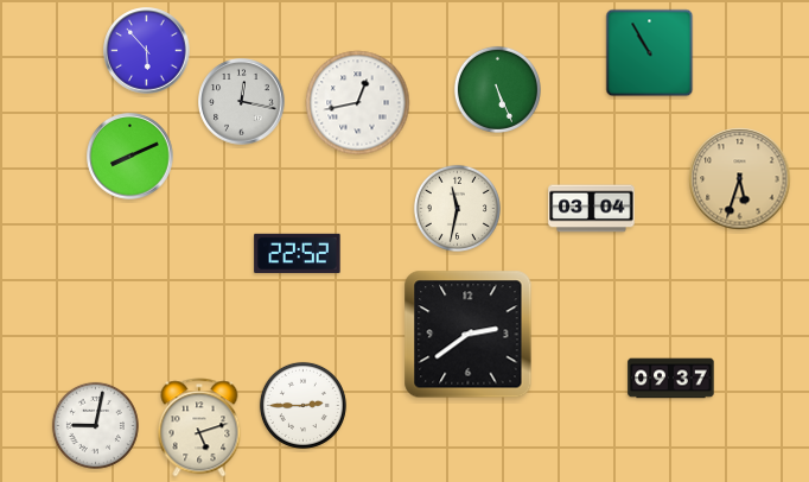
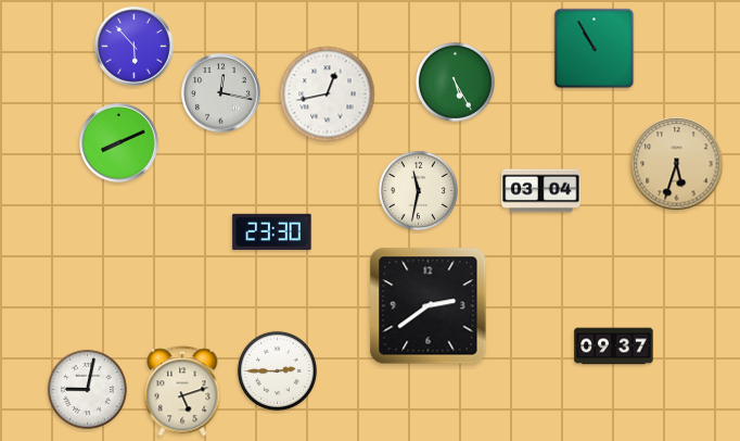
clock at (497, 89): 5:26 -> 5:25
clock at (298, 253): 22:52 -> 23:30
